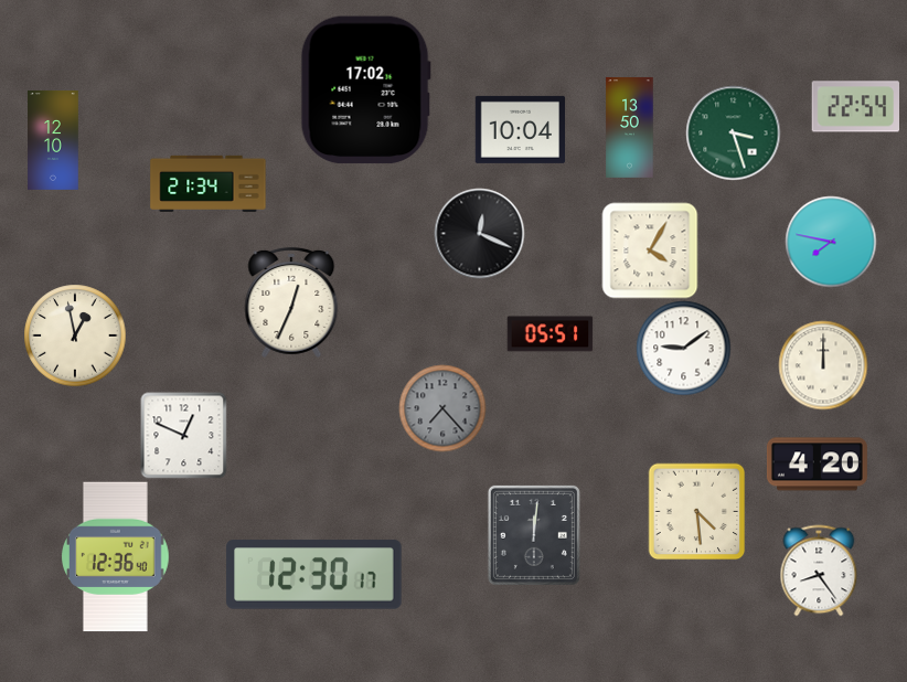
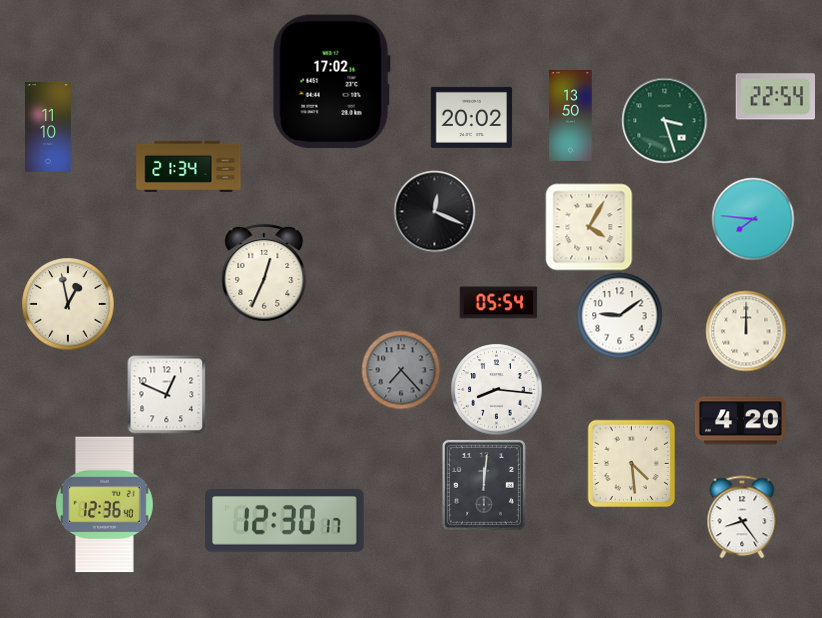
clock at (520, 129): 10:04 -> 20:02
clock at (53, 140): 12:10 -> 11:10
clock at (831, 242): 7:47 -> 7:46
clock at (549, 334): 05:51 -> 05:54
clock at (496, 389): none -> 8:16
